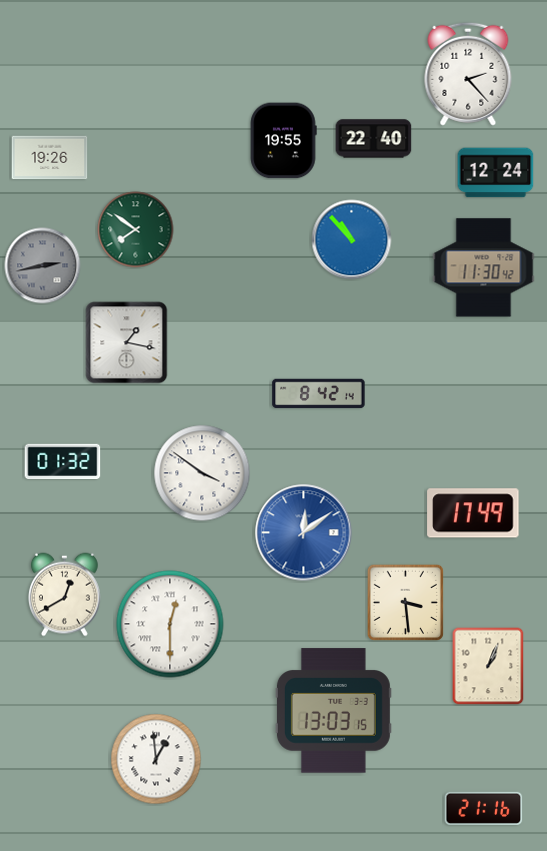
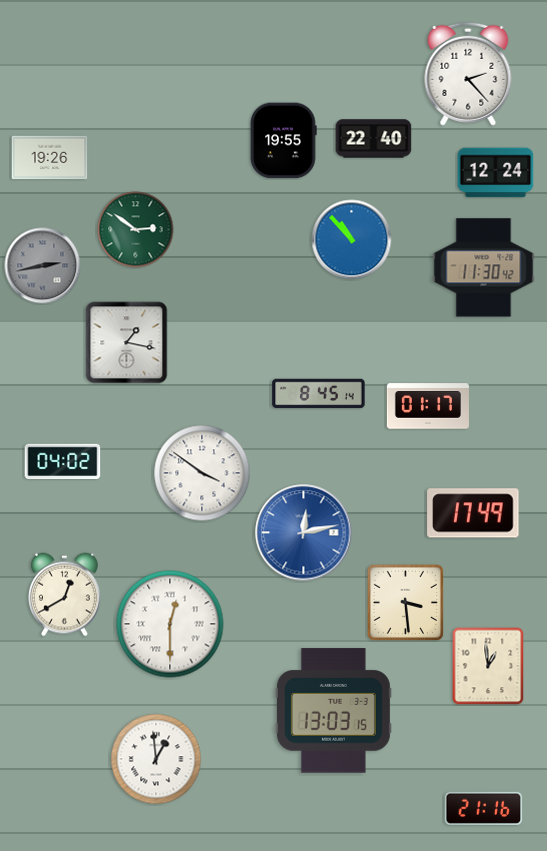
clock at (136, 230): 7:51 -> 2:51
clock at (319, 394): 8:42 -> 8:45
clock at (428, 406): none -> 01:17
clock at (63, 462): 01:32 -> 04:02
clock at (304, 533): 12:09 -> 12:13
clock at (488, 666): 1:04 -> 12:59
